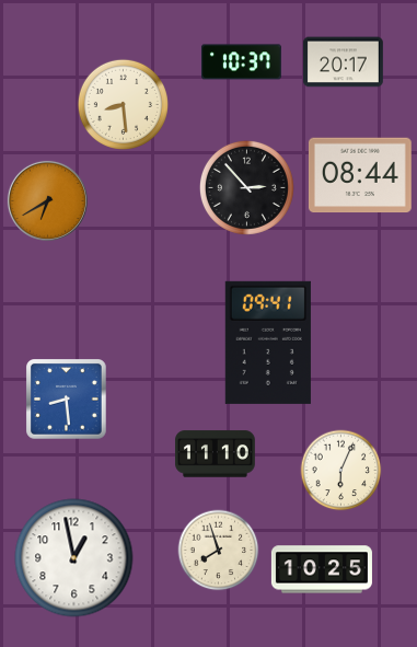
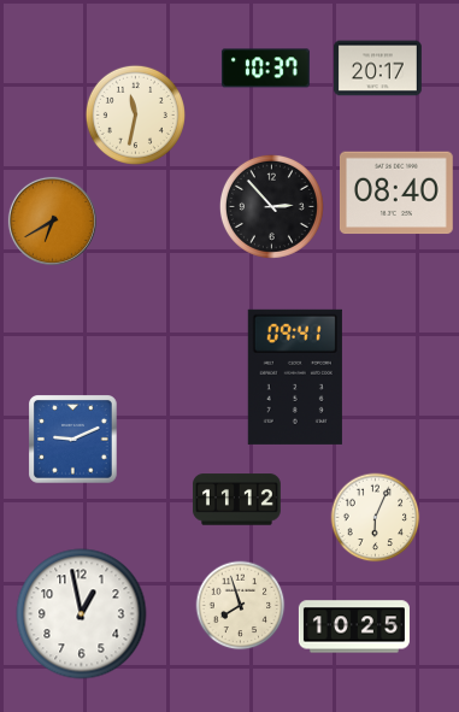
clock at (123, 104): 8:29 -> 11:32
clock at (360, 175): 08:44 -> 08:40
clock at (67, 400): 8:29 -> 9:11
clock at (215, 454): 11:10 -> 11:12
